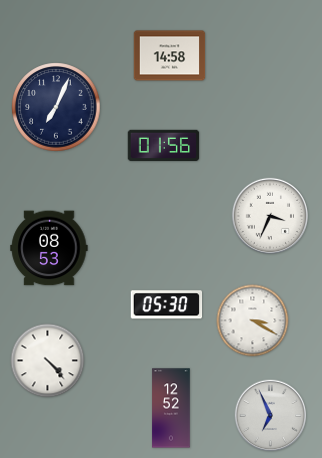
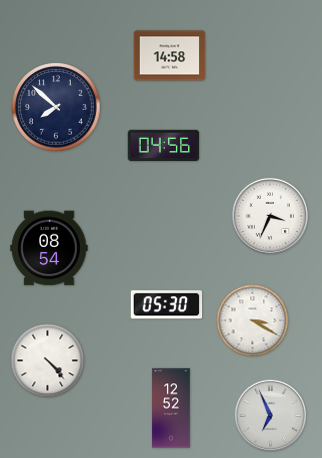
clock at (56, 107): 7:04 -> 7:52
clock at (164, 146): 01:56 -> 04:56
clock at (49, 248): 08:53 -> 08:54
